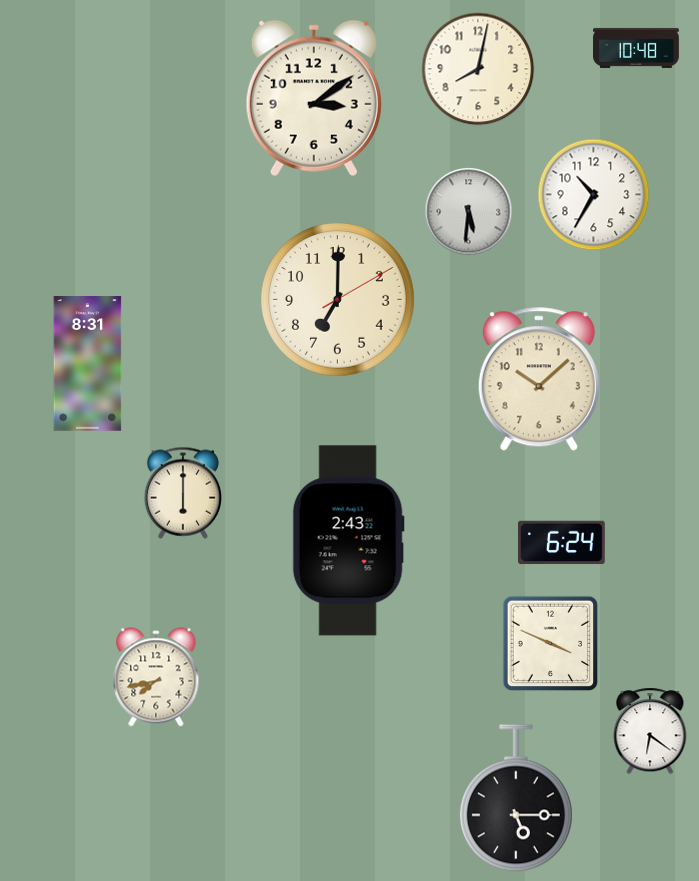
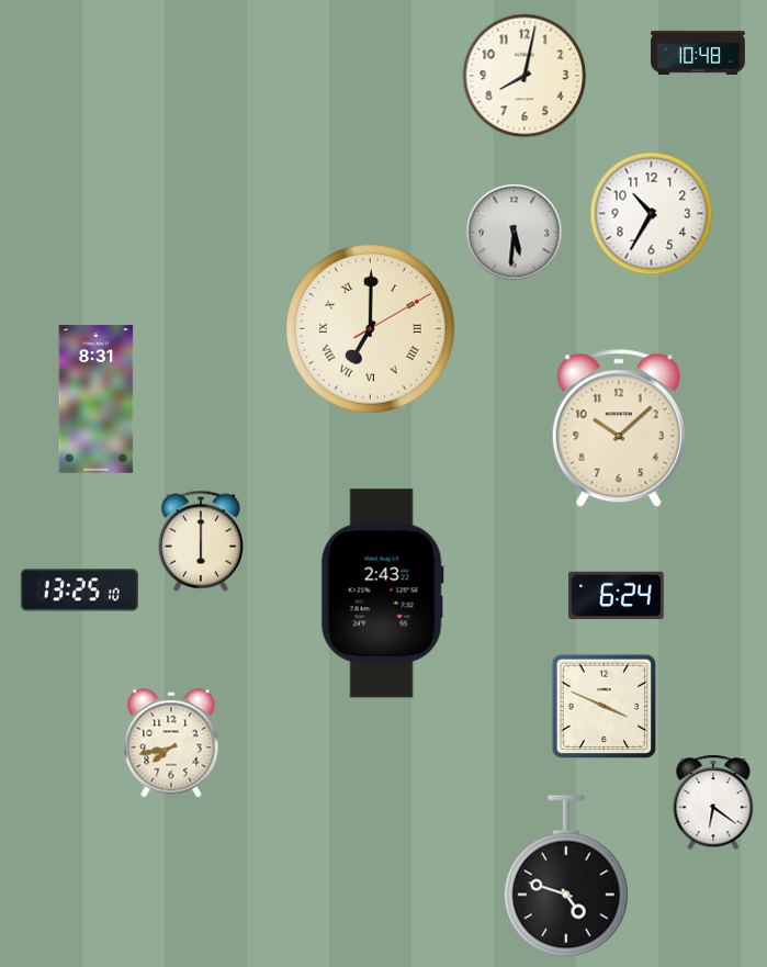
clock at (314, 98): 3:09 -> none
clock at (338, 300) numerals: Arabic -> Roman
clock at (539, 380) position: (539, 380) -> (619, 429)
clock at (79, 591): none -> 13:25
clock at (516, 798): 5:15 -> 4:48
